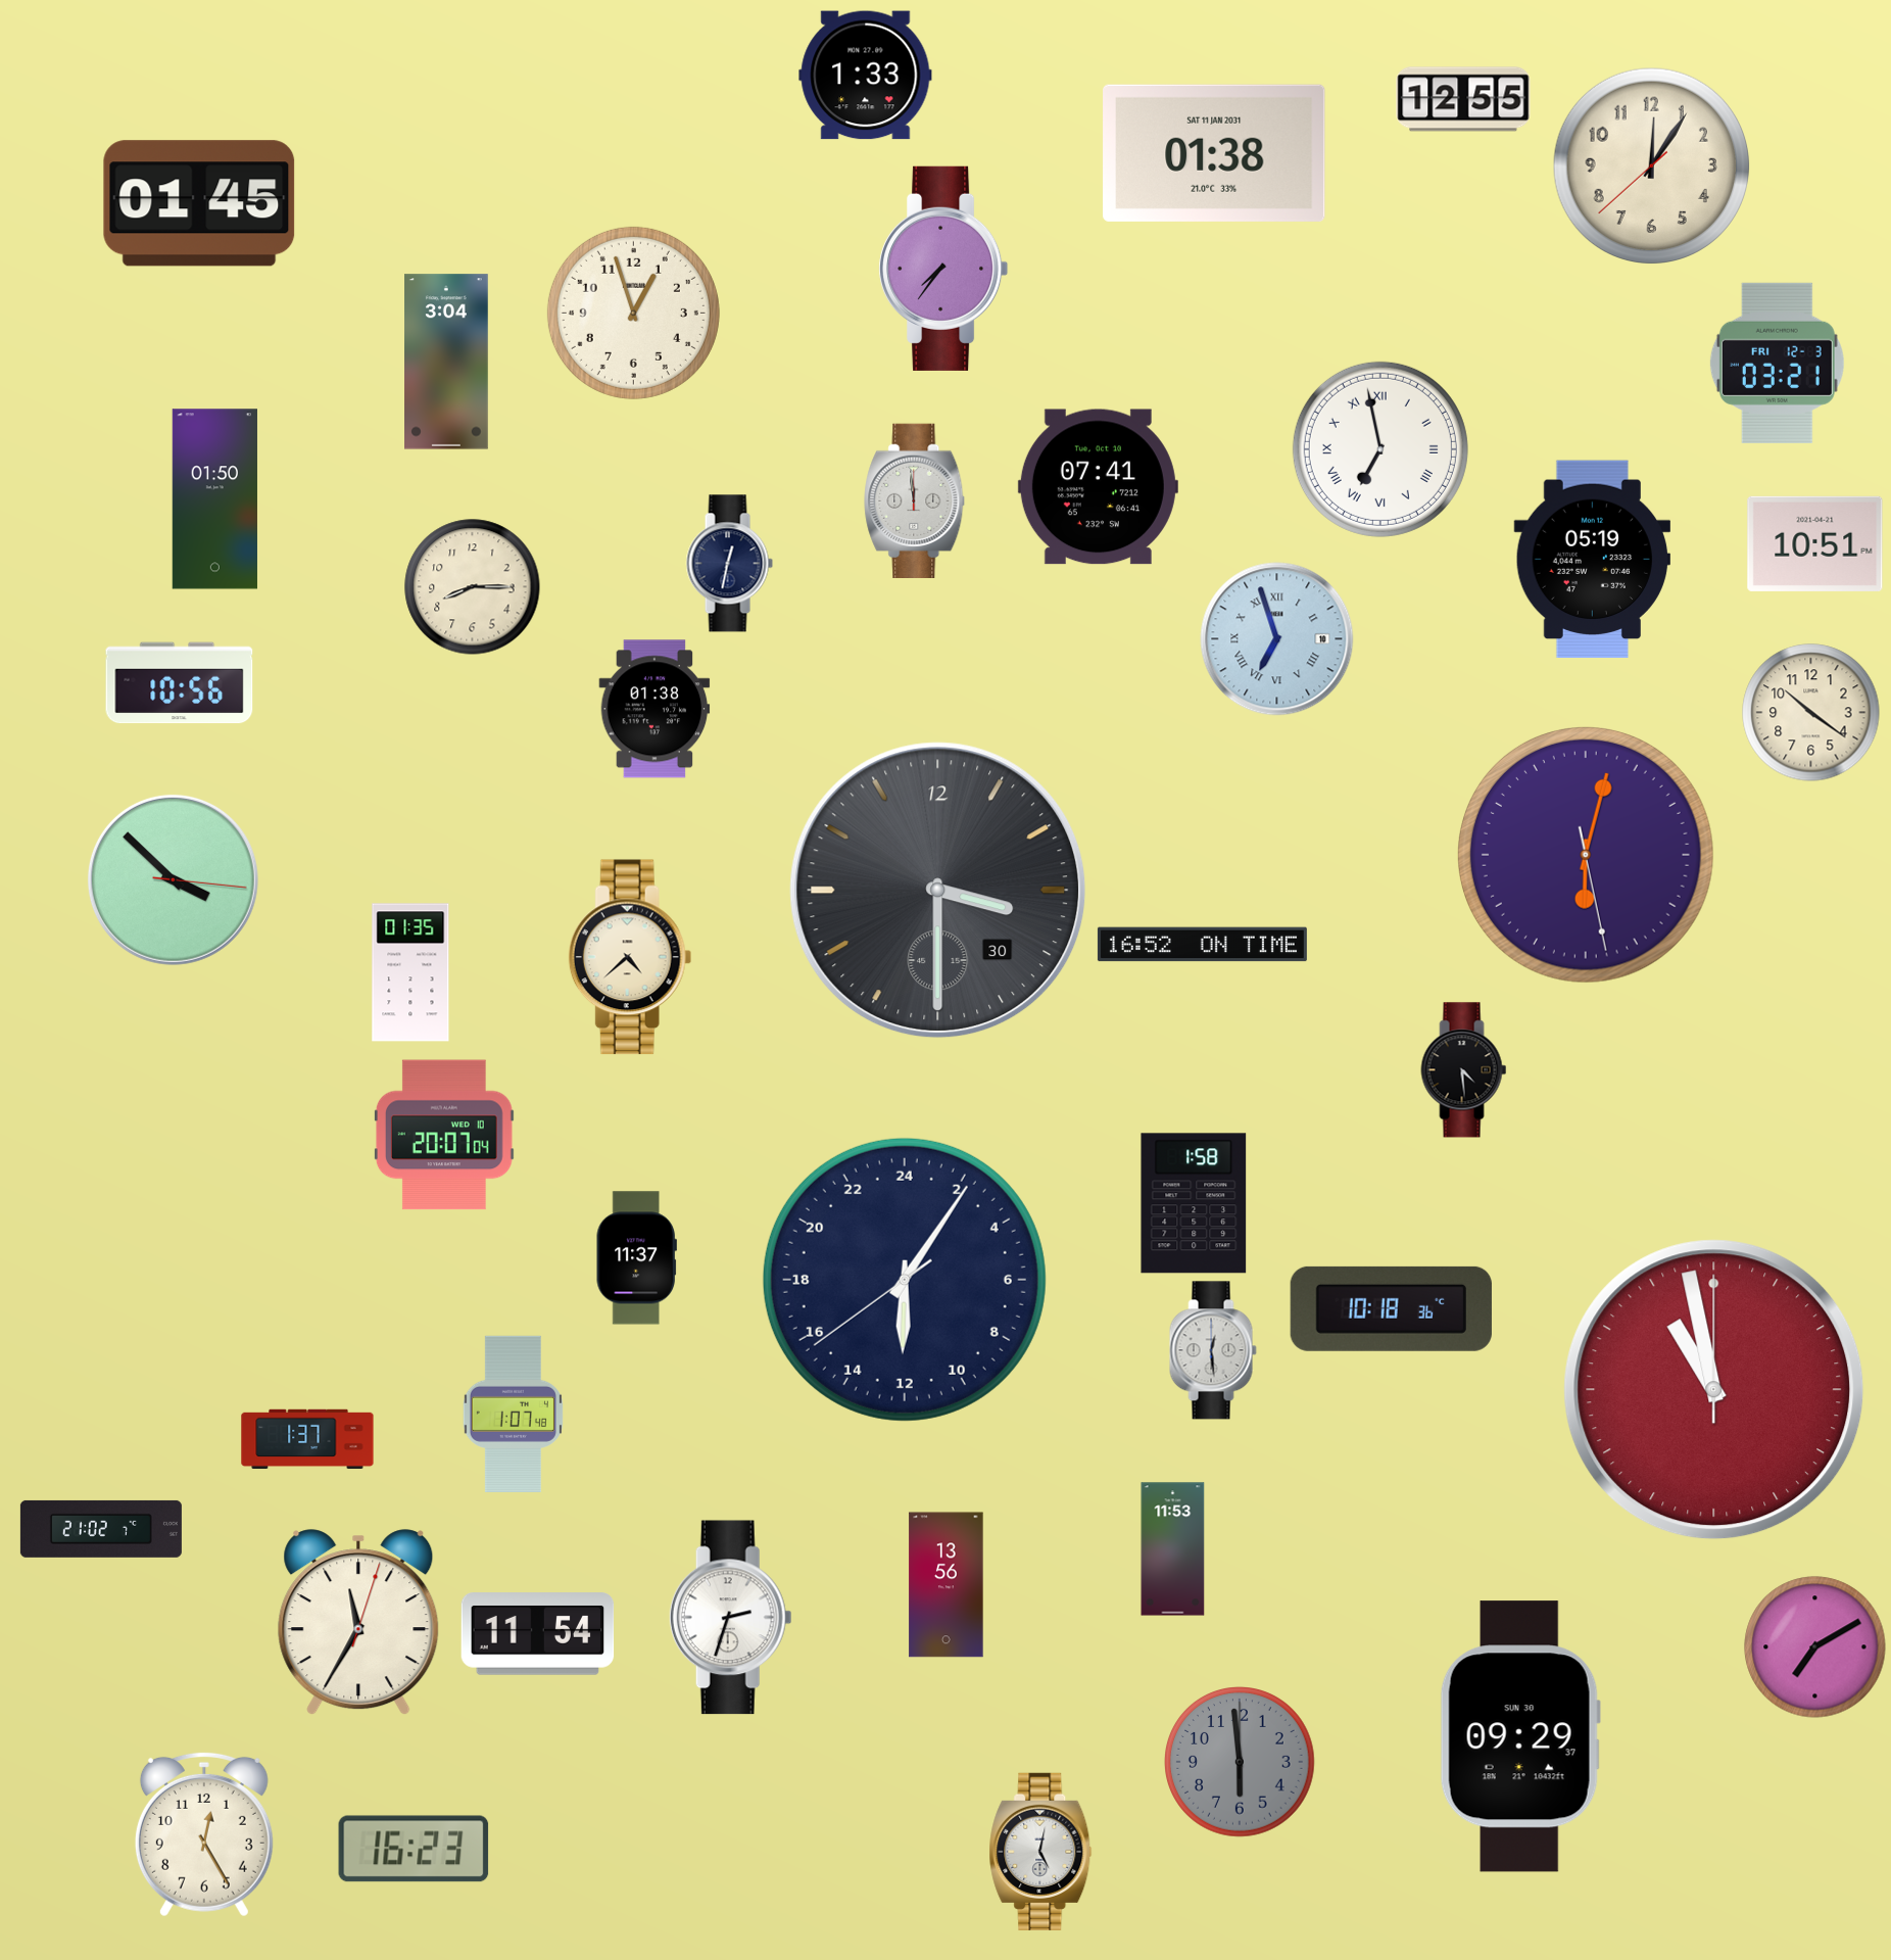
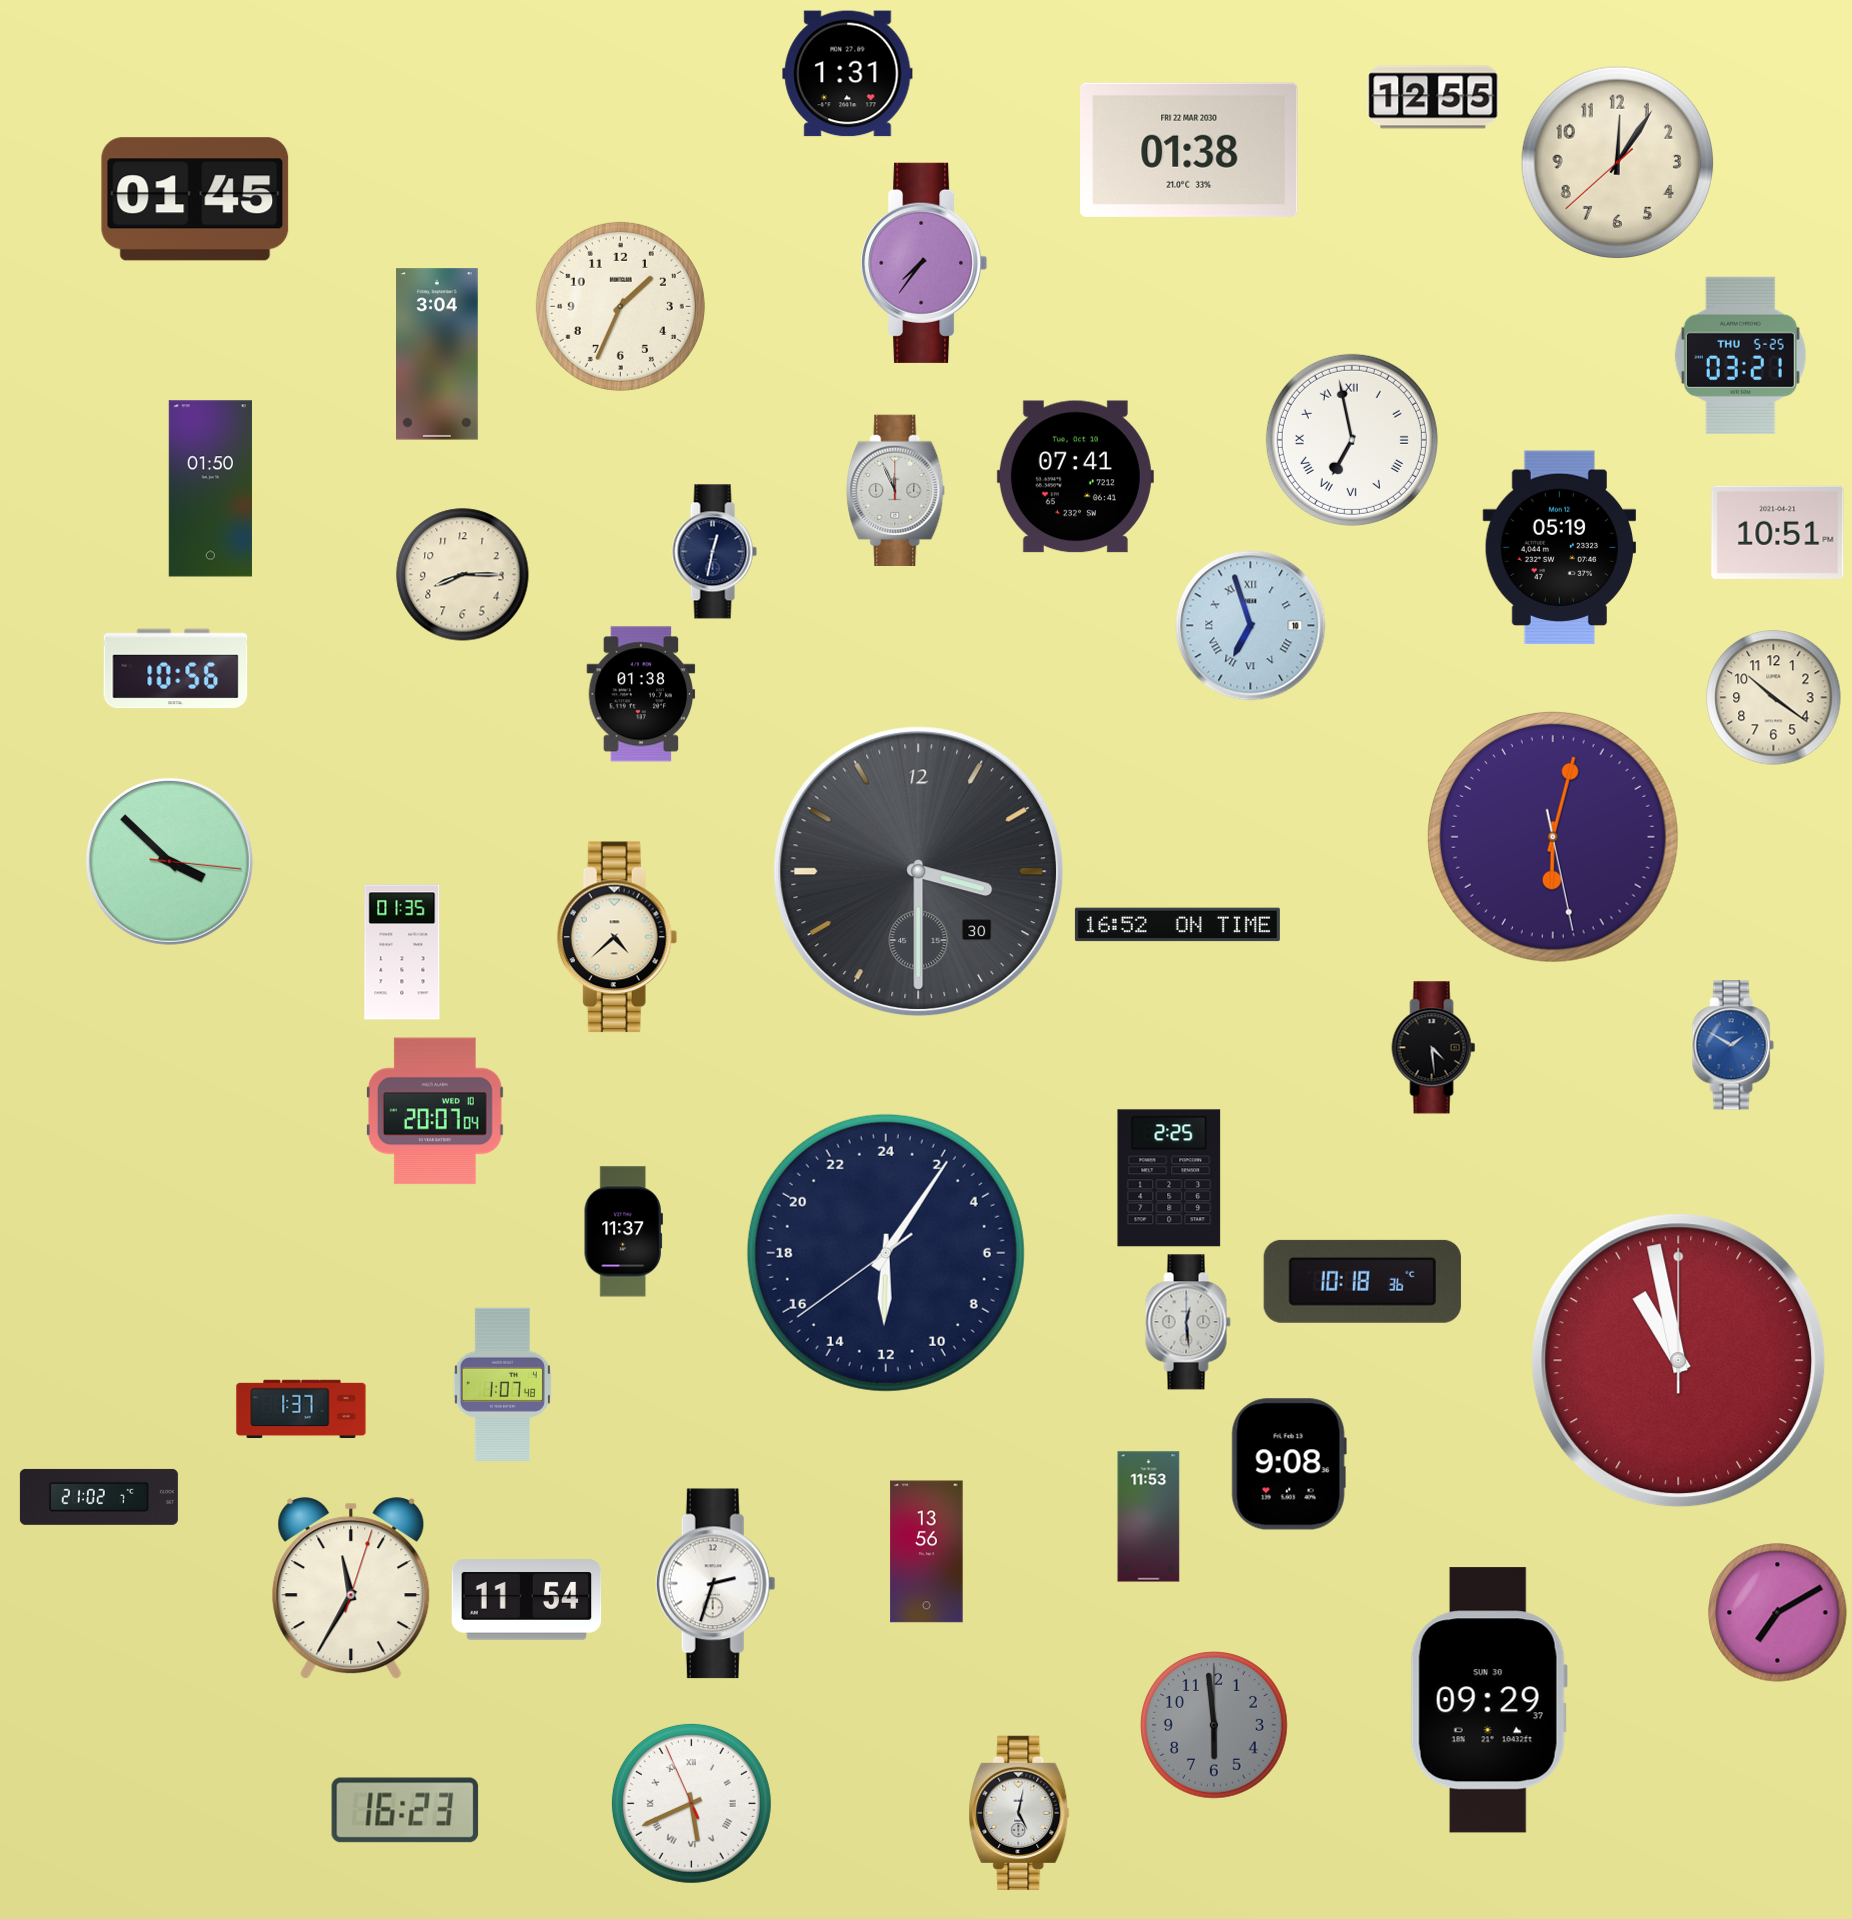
clock at (866, 76): 1:33 -> 1:31
clock at (1214, 153) date: SAT 11 JAN 2031 -> FRI 22 MAR 2030
clock at (633, 313): 12:57 -> 1:34
clock at (1777, 363) date: FRI 12-3 -> THU 5-25
clock at (915, 500): 11:59 -> 11:56
clock at (1733, 1045): none -> 1:50
clock at (1194, 1203): 1:58 -> 2:25
clock at (1289, 1464): none -> 9:08
clock at (204, 1834): 12:25 -> none
clock at (691, 1803): none -> 5:40
